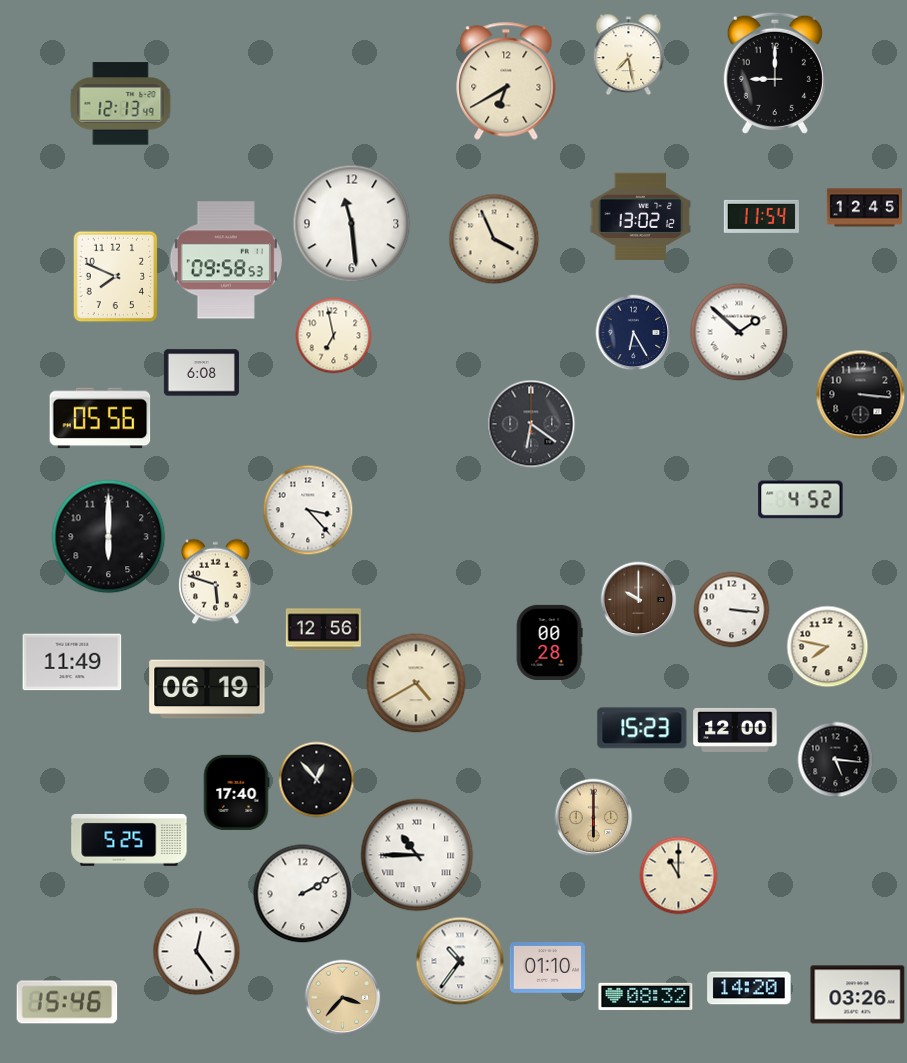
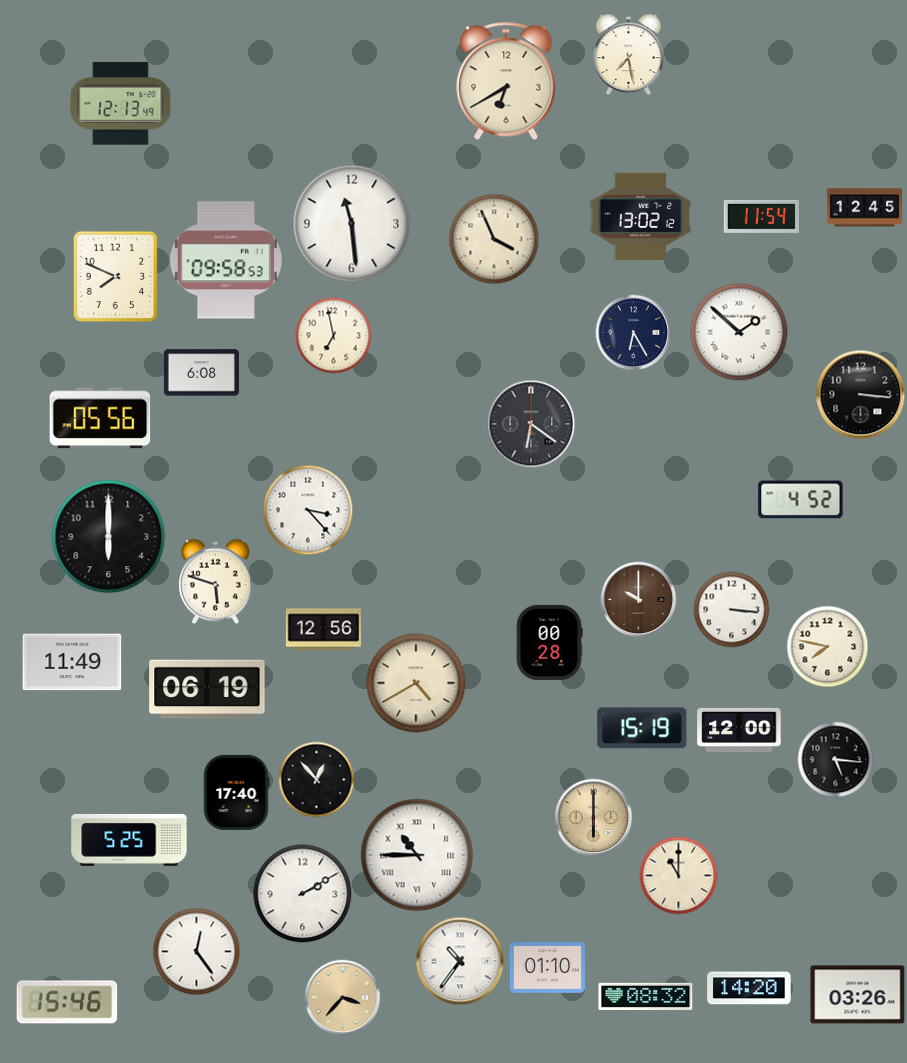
clock at (775, 73): 9:00 -> none
clock at (642, 728): 15:23 -> 15:19
clock at (735, 730) position: (735, 730) -> (739, 730)
